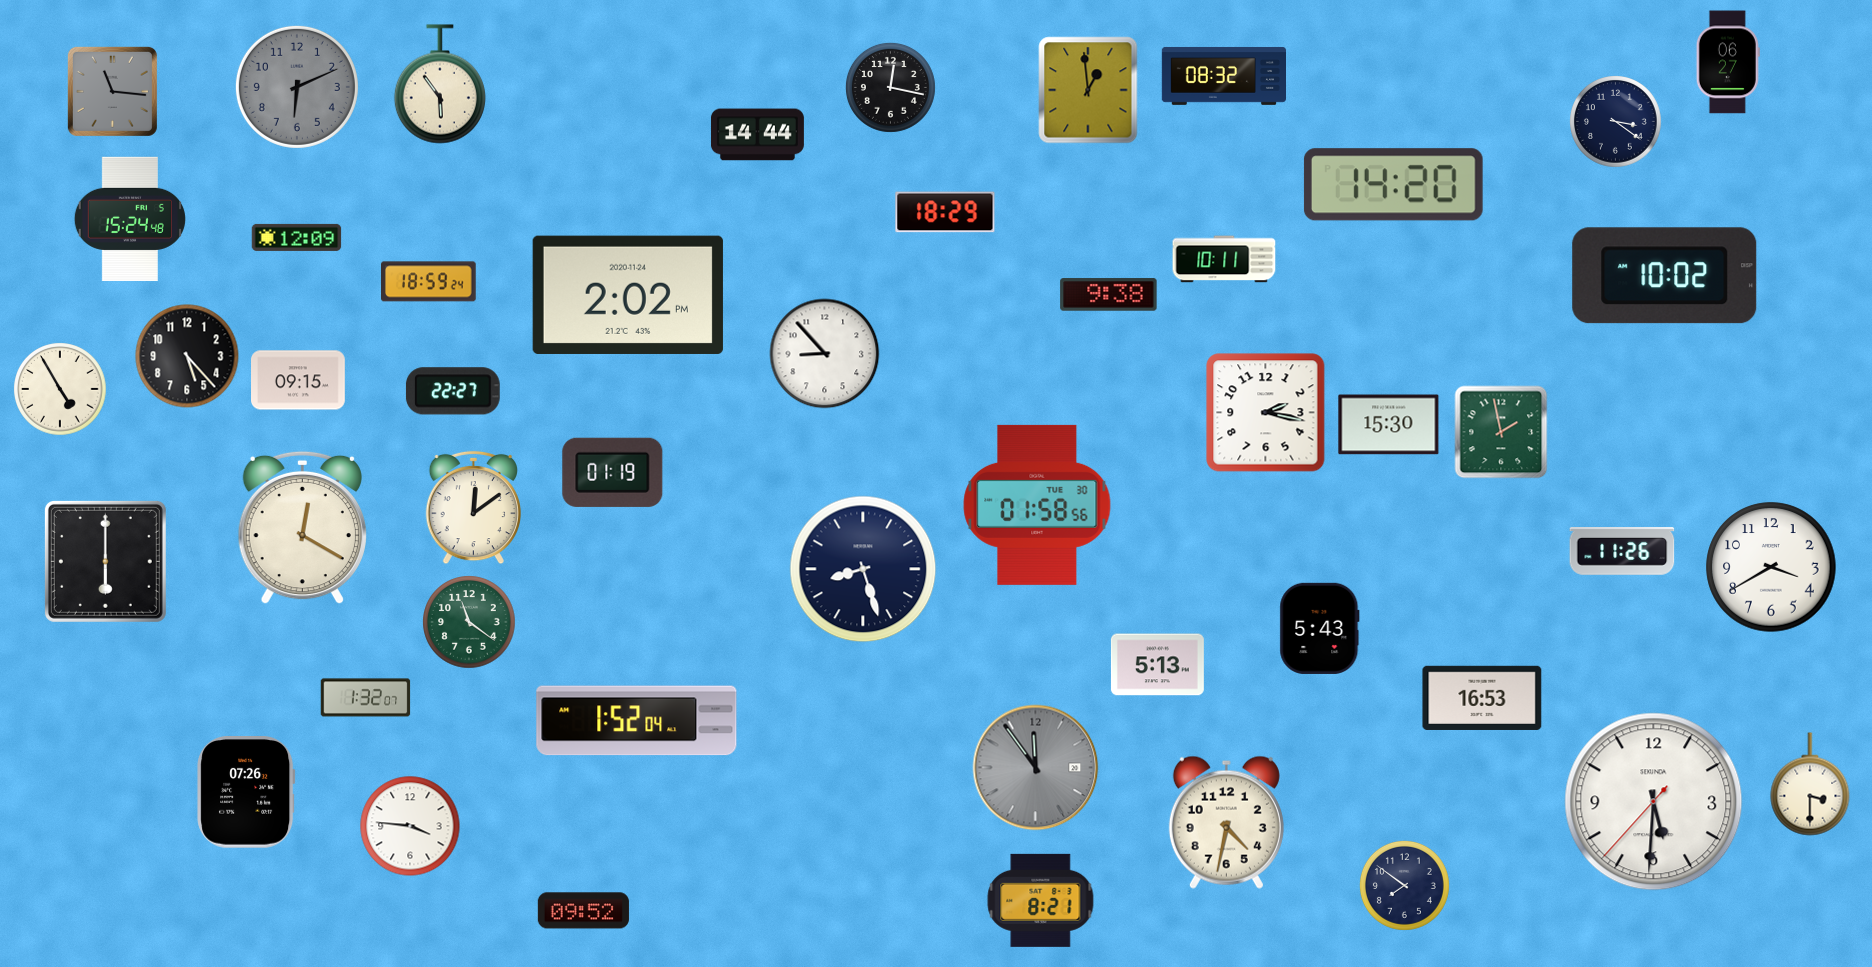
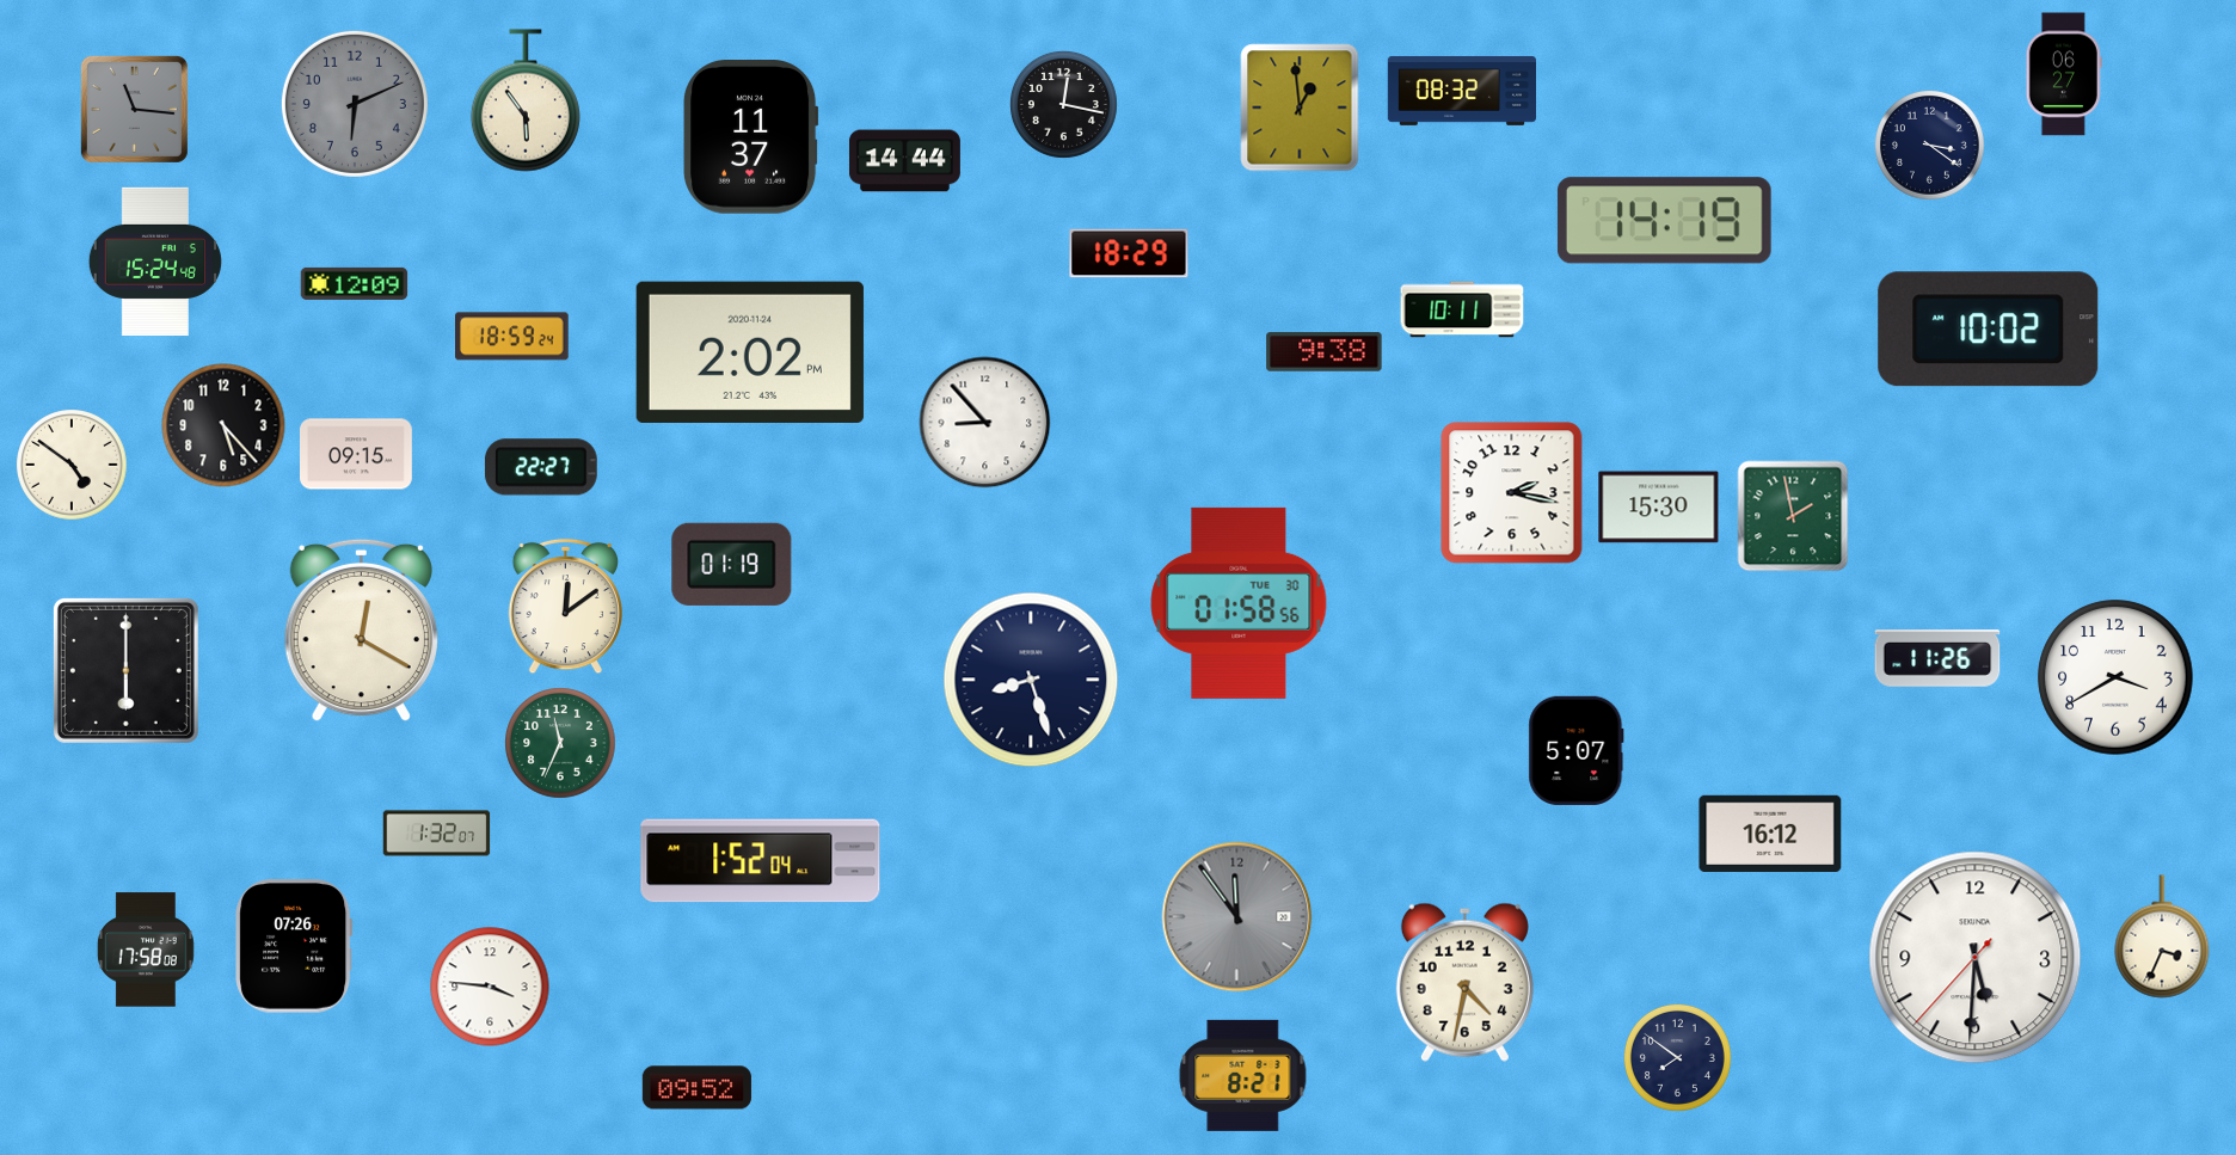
clock at (750, 137): none -> 11:37
clock at (1393, 185): 14:20 -> 14:19
clock at (60, 389): 4:55 -> 4:51
clock at (469, 622): 11:21 -> 11:34
clock at (1320, 628): 5:43 -> 5:07
clock at (1157, 665): 5:13 -> none
clock at (1482, 698): 16:53 -> 16:12
clock at (1810, 784): 3:30 -> 3:34
clock at (146, 950): none -> 17:58
